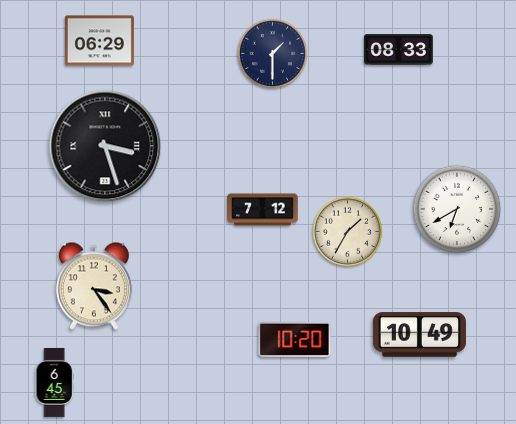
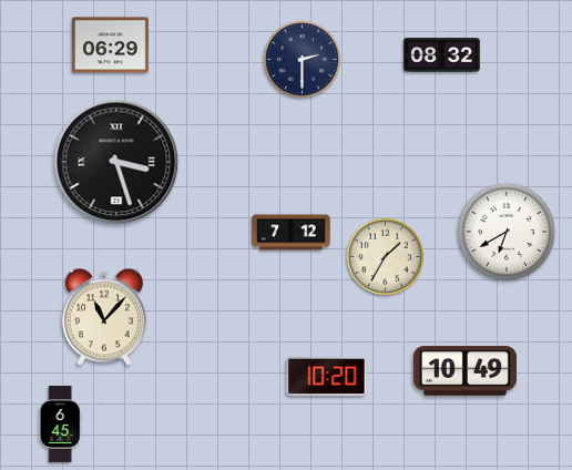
clock at (398, 50): 08:33 -> 08:32
clock at (273, 54): 1:30 -> 2:30
clock at (94, 286): 3:24 -> 11:07
